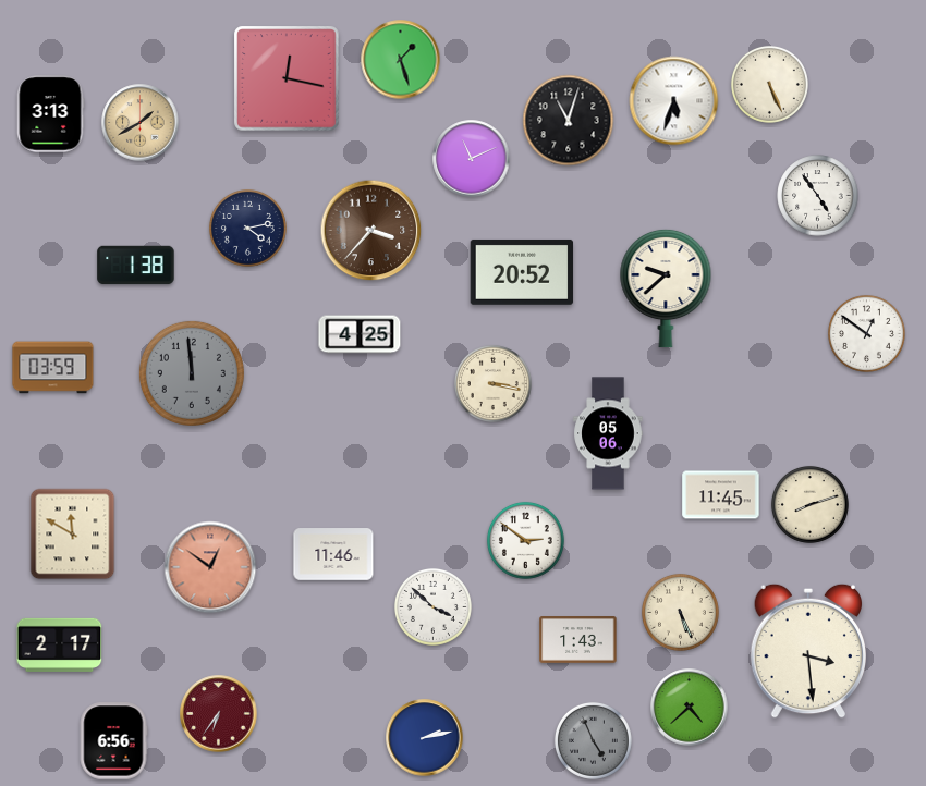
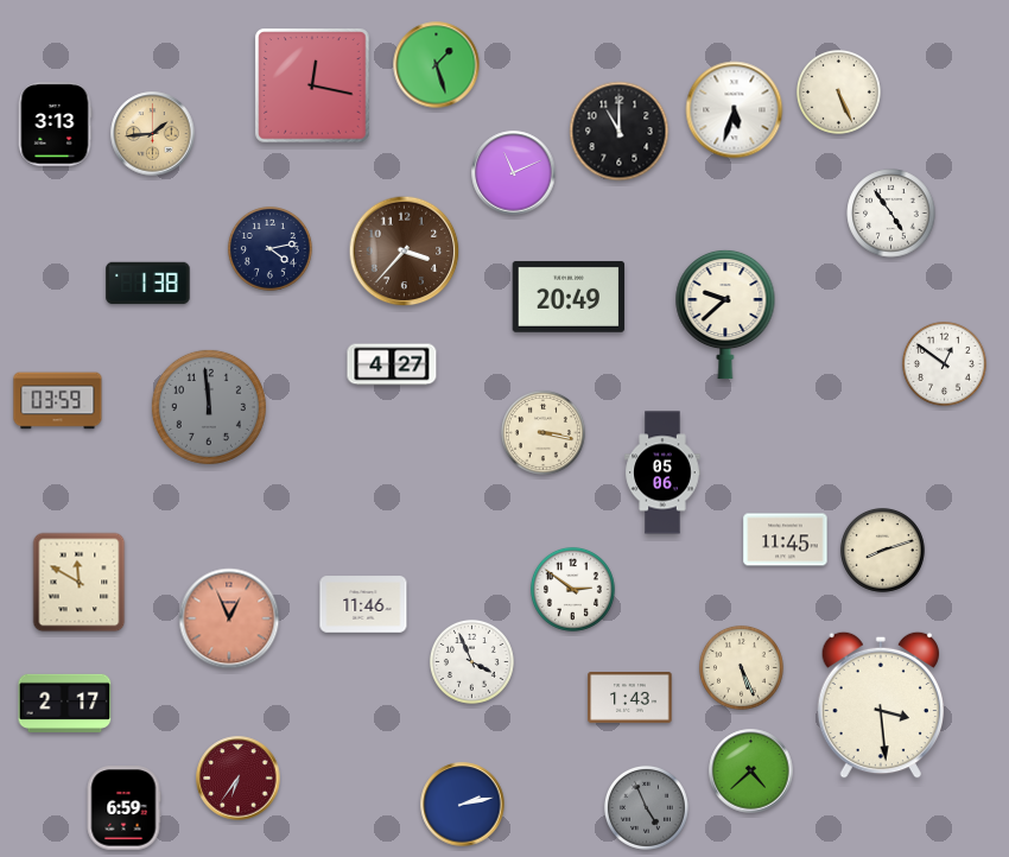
clock at (569, 121): 11:03 -> 11:00
clock at (141, 123): 1:40 -> 1:44
clock at (136, 266) position: (136, 266) -> (148, 284)
clock at (522, 272): 20:52 -> 20:49
clock at (360, 334): 4:25 -> 4:27
clock at (492, 383) position: (492, 383) -> (542, 432)
clock at (210, 567): 12:51 -> 12:56
clock at (432, 606): 3:52 -> 3:56
clock at (807, 651) position: (807, 651) -> (880, 705)
clock at (113, 741): 6:56 -> 6:59
